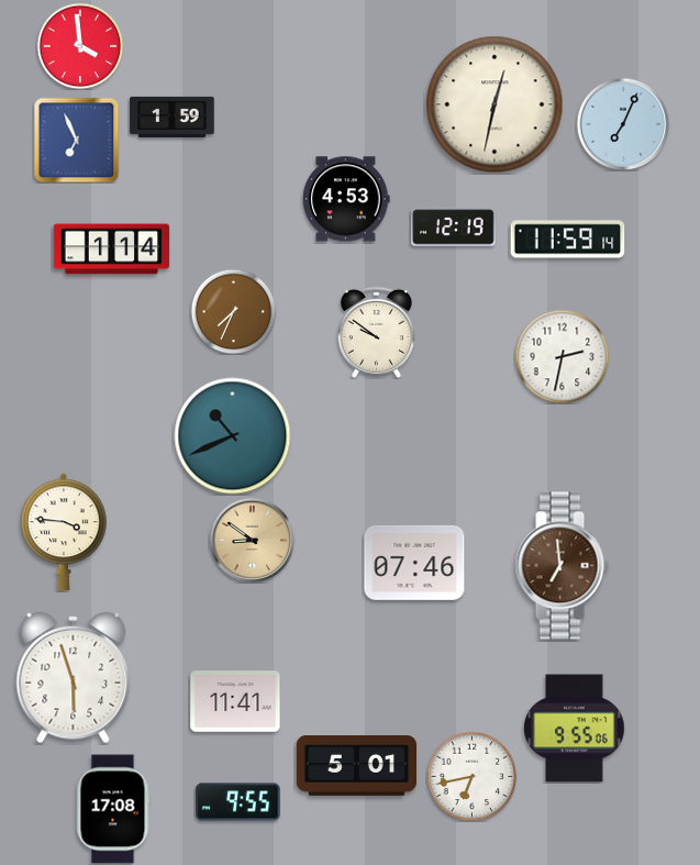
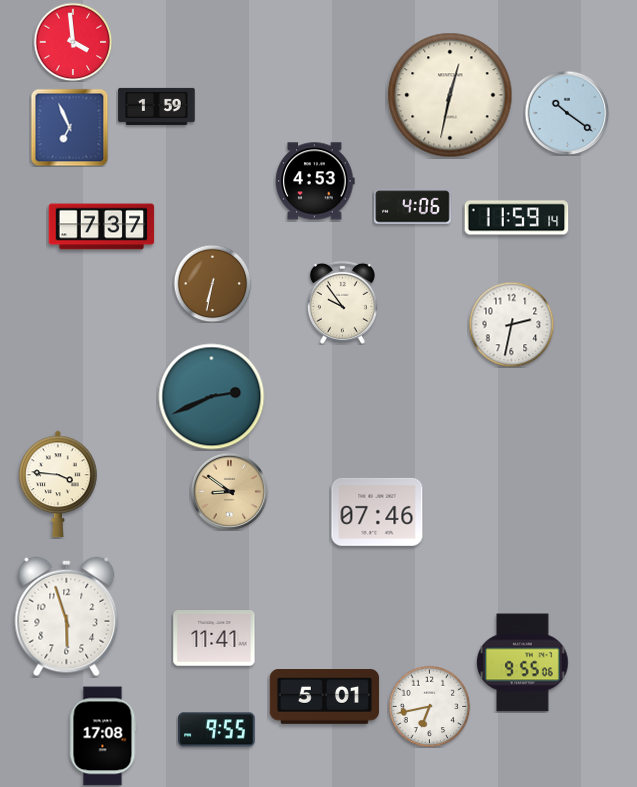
clock at (623, 124): 7:04 -> 10:21
clock at (454, 228): 12:19 -> 4:06
clock at (112, 249): 1:14 -> 7:37
clock at (233, 311): 7:34 -> 6:32
clock at (376, 332): 9:51 -> 9:54
clock at (233, 436): 10:41 -> 2:41
clock at (562, 566): 6:59 -> none
